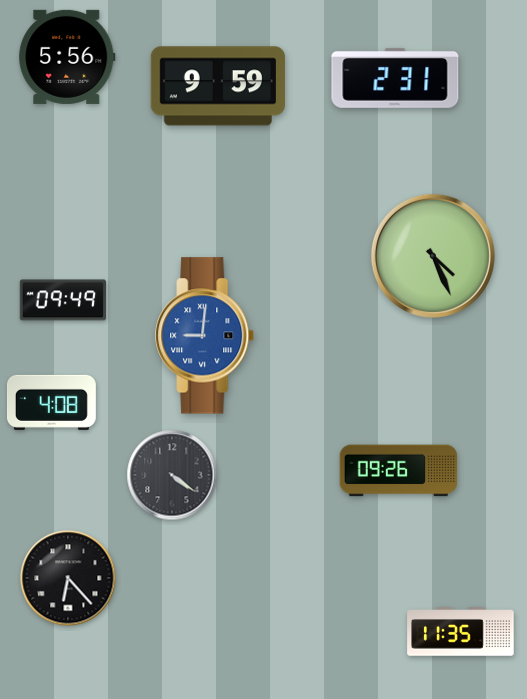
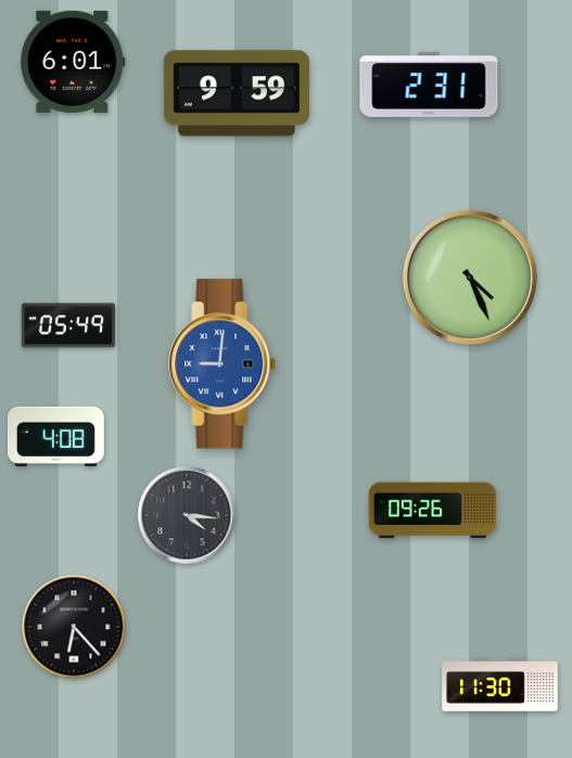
clock at (67, 57): 5:56 -> 6:01
clock at (62, 300): 09:49 -> 05:49
clock at (172, 475): 4:21 -> 4:16
clock at (461, 632): 11:35 -> 11:30
